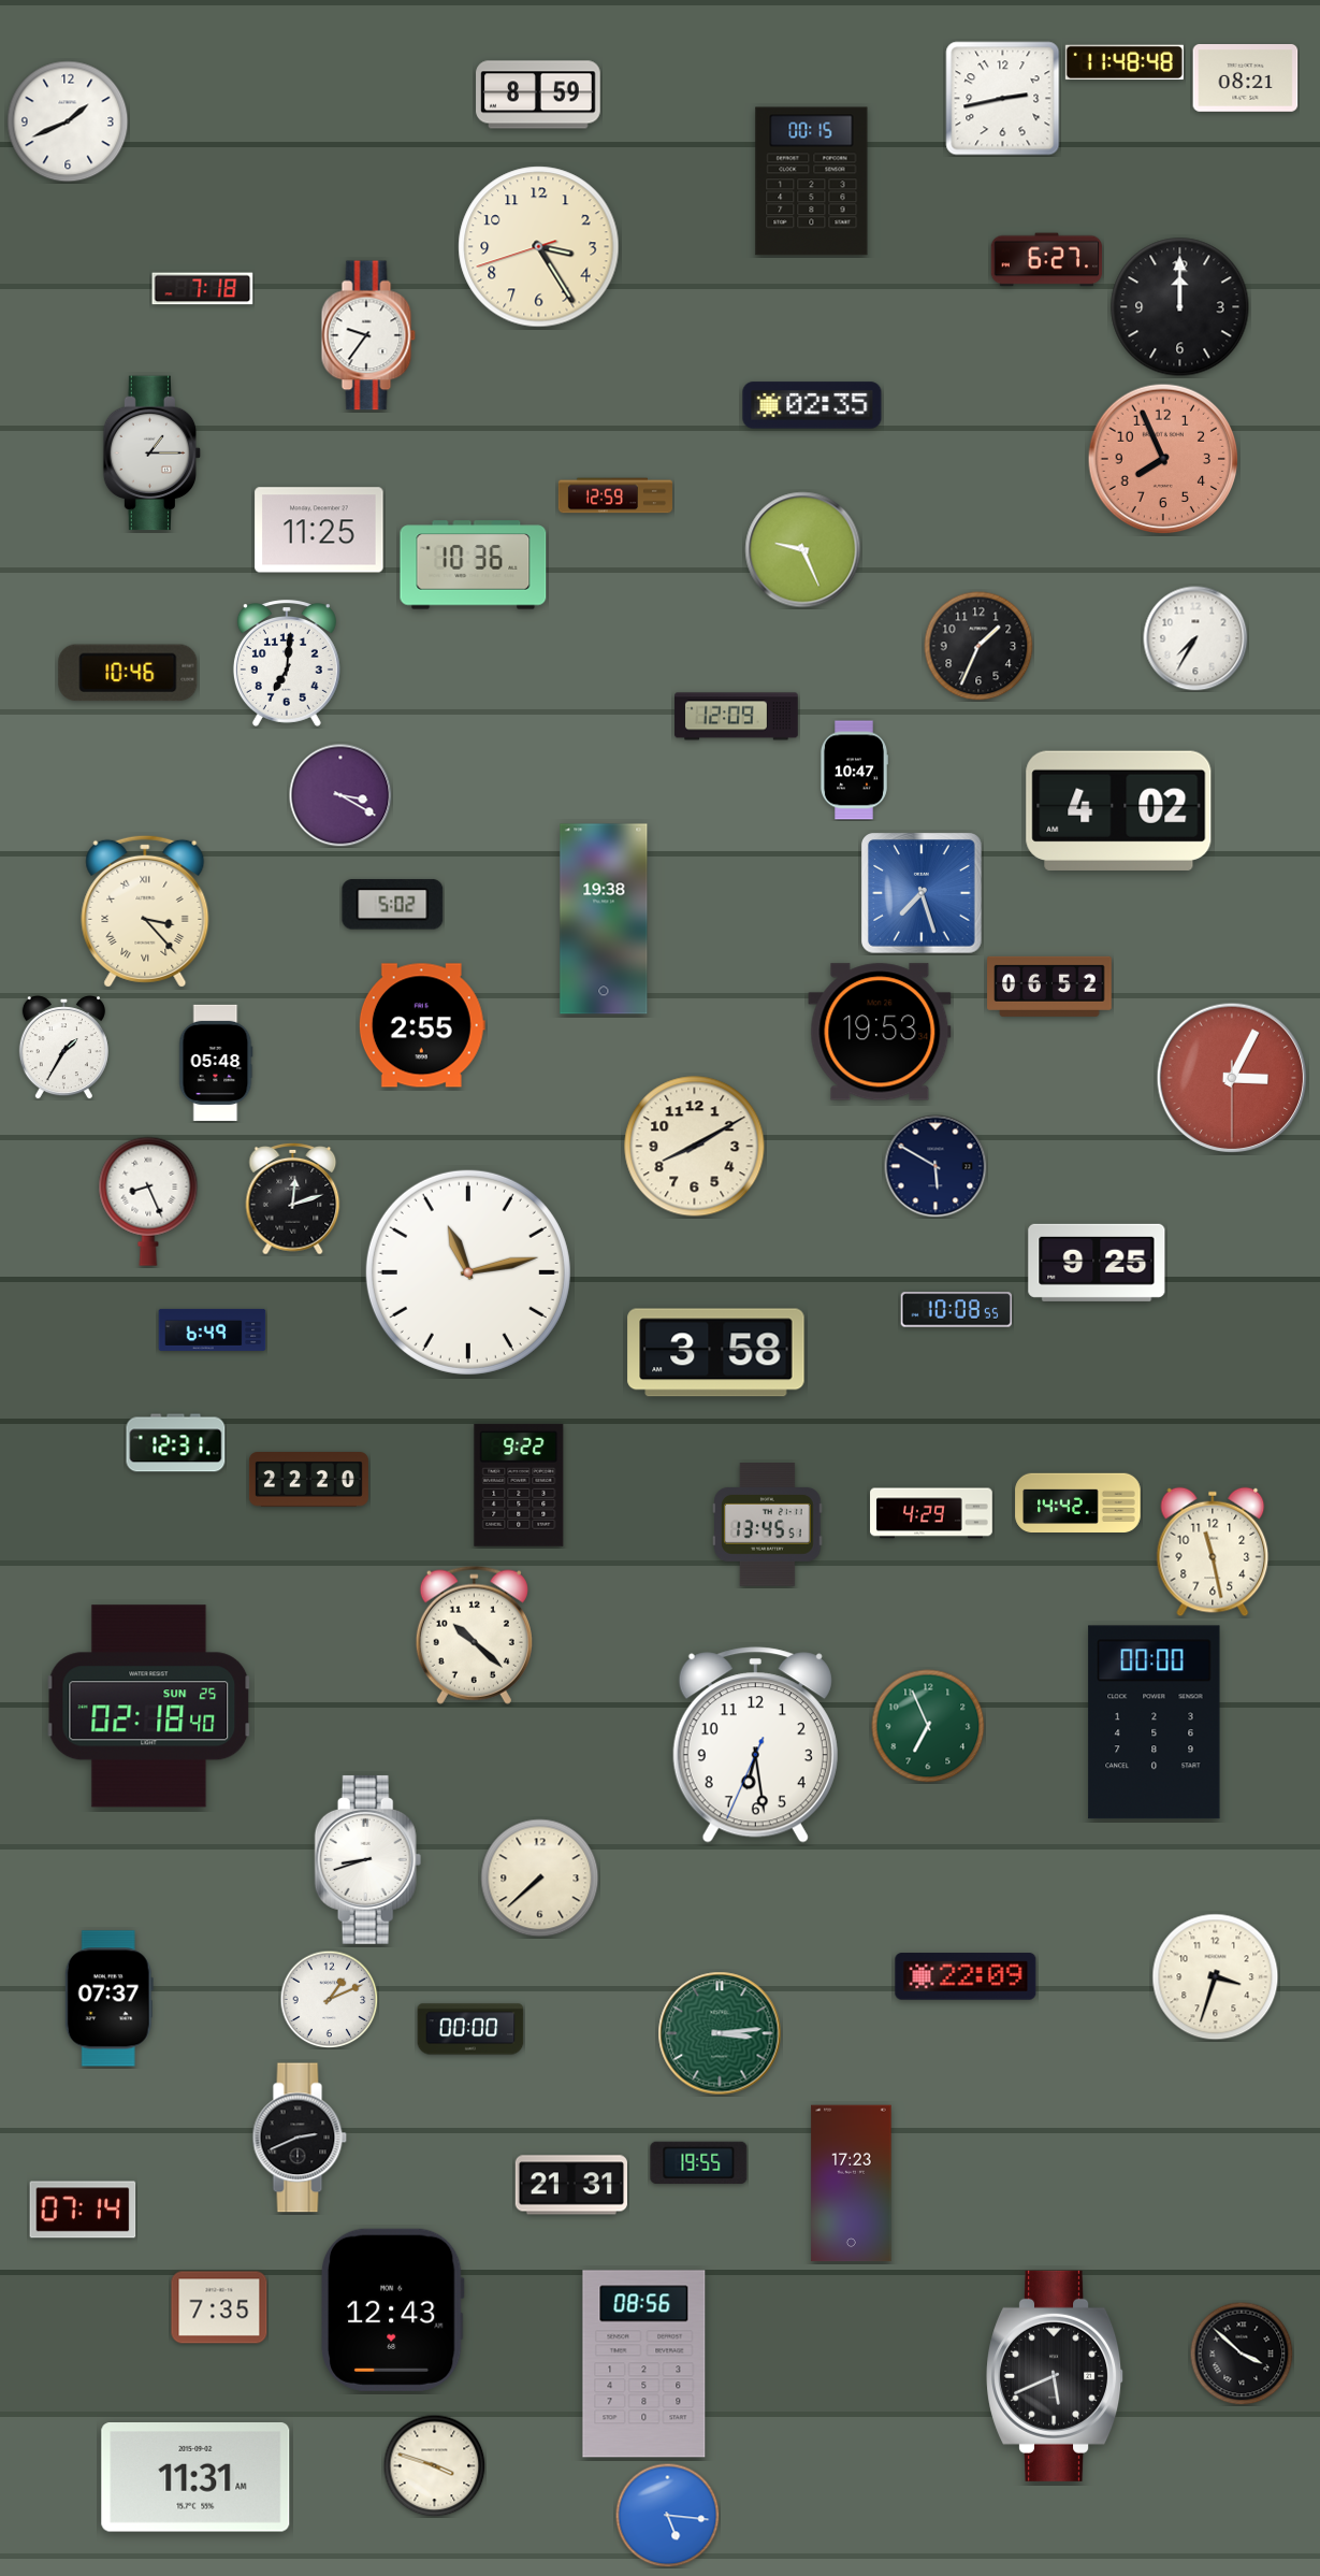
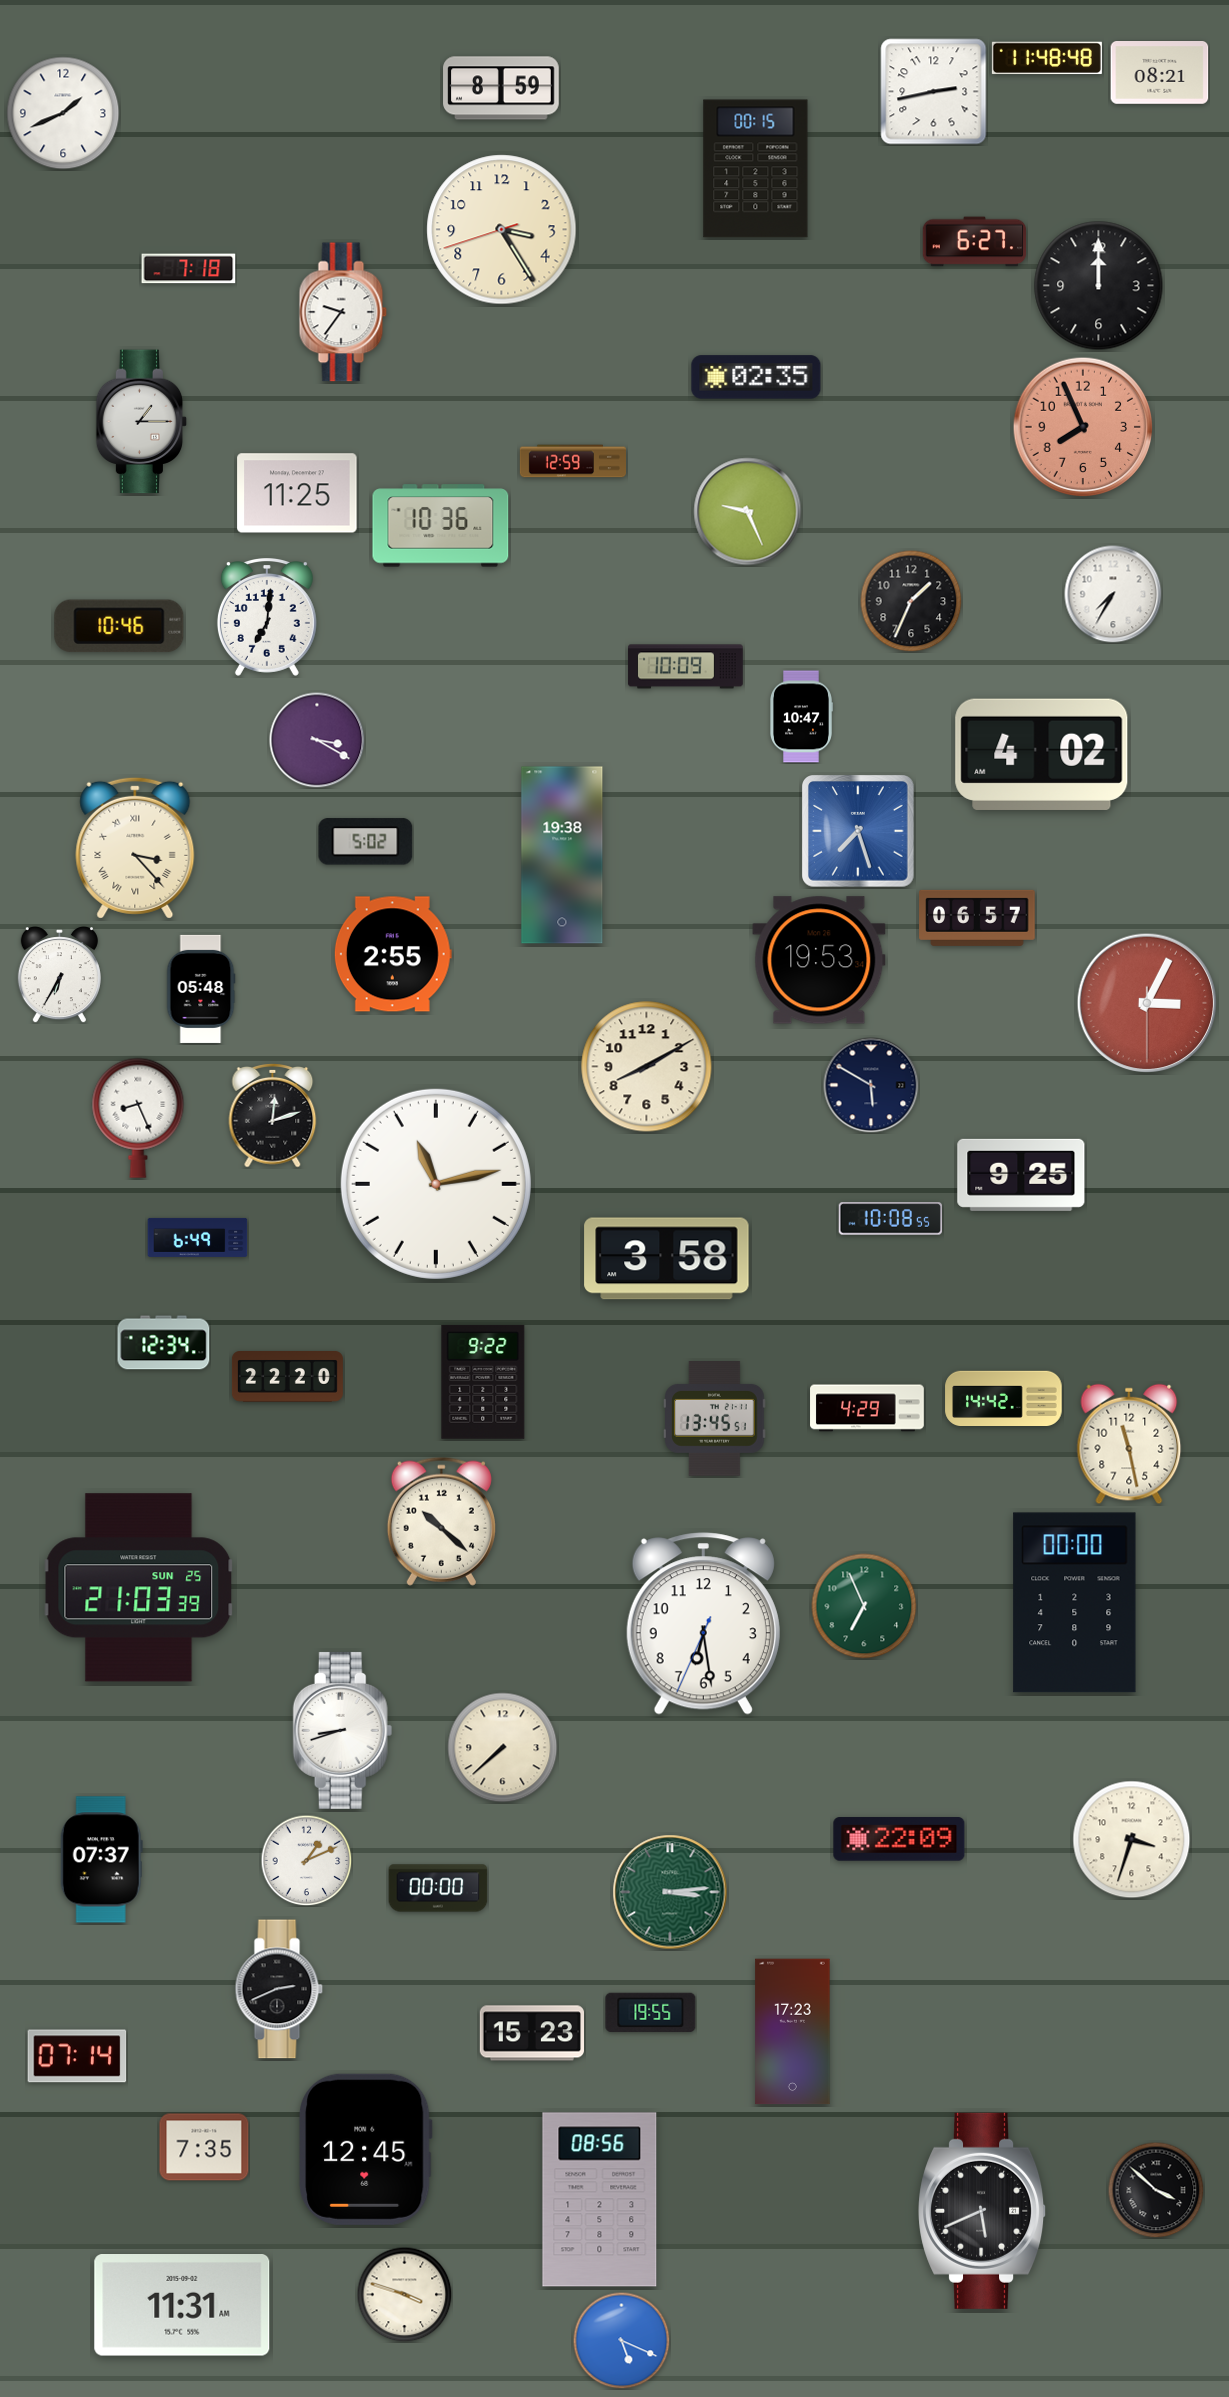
clock at (737, 717): 12:09 -> 10:09
clock at (855, 771) position: (855, 771) -> (802, 717)
clock at (1049, 987): 06:52 -> 06:57
clock at (63, 1048): 1:35 -> 6:35
clock at (176, 1443): 12:31 -> 12:34
clock at (149, 1707): 02:18 -> 21:03
clock at (570, 2185): 21:31 -> 15:23
clock at (393, 2309): 12:43 -> 12:45
clock at (667, 2515): 5:16 -> 5:19
